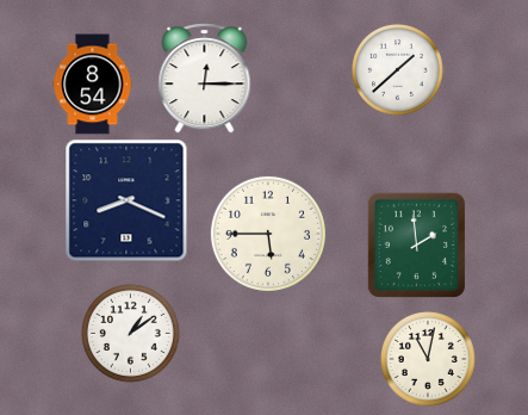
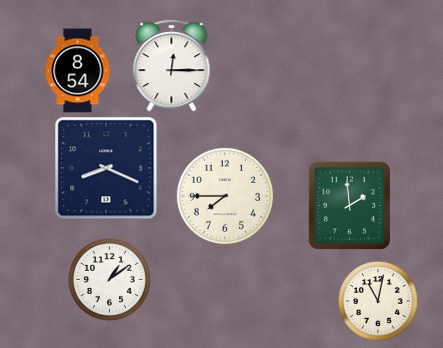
clock at (398, 70): 1:38 -> none
clock at (268, 234): 5:45 -> 7:45
clock at (428, 359) position: (428, 359) -> (378, 301)
